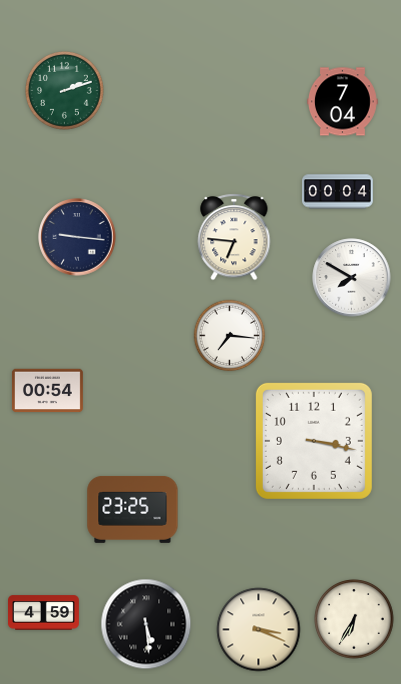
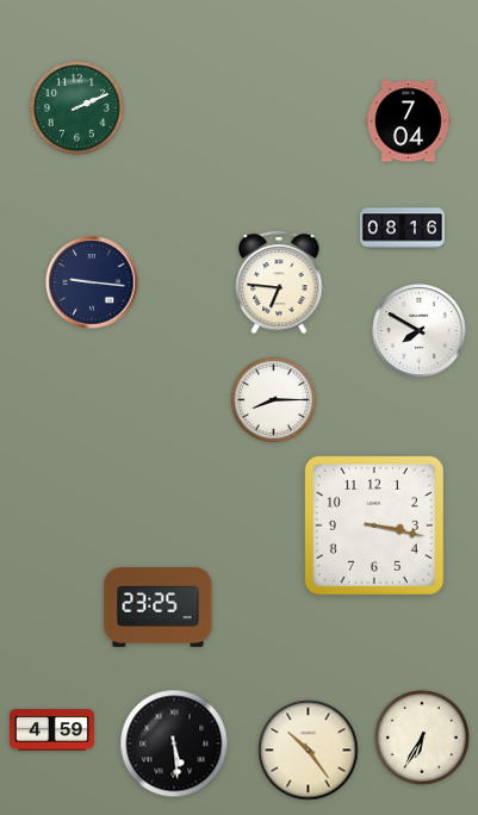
clock at (65, 91): 2:12 -> 2:11
clock at (337, 192): 00:04 -> 08:16
clock at (230, 336): 7:16 -> 8:15
clock at (47, 391): 00:54 -> none
clock at (259, 630): 3:19 -> 10:24
